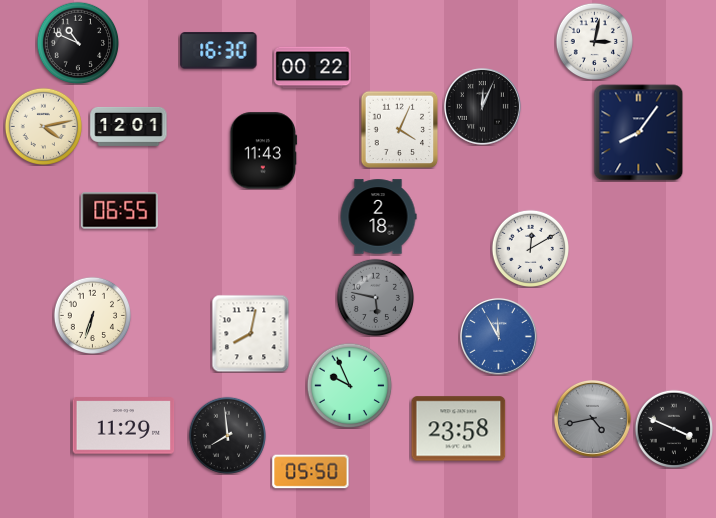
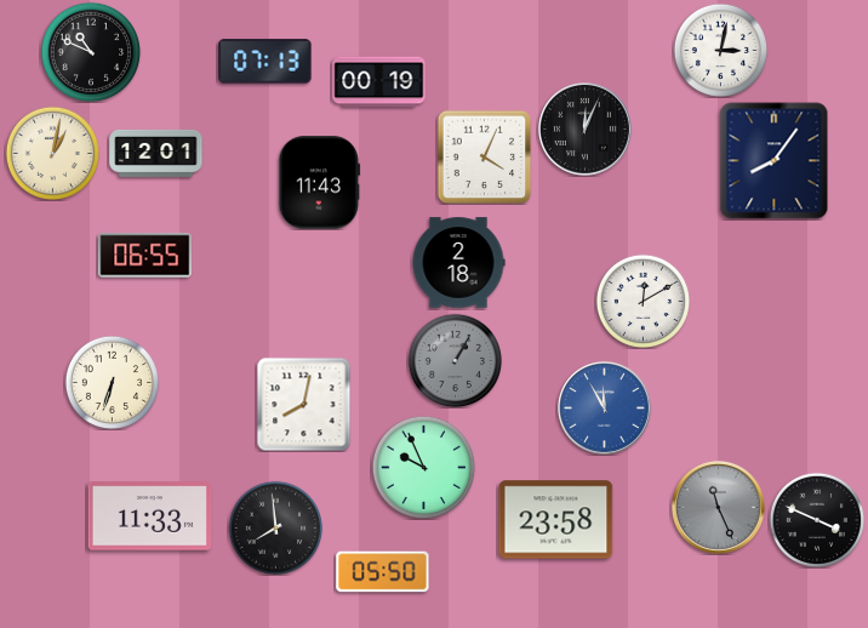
clock at (78, 43) position: (78, 43) -> (91, 52)
clock at (219, 51): 16:30 -> 07:13
clock at (313, 68): 00:22 -> 00:19
clock at (43, 126): 4:13 -> 1:02
clock at (375, 297): 5:47 -> 1:05
clock at (592, 418): 4:43 -> 11:26
clock at (124, 426): 11:29 -> 11:33
clock at (311, 472) position: (311, 472) -> (383, 572)
